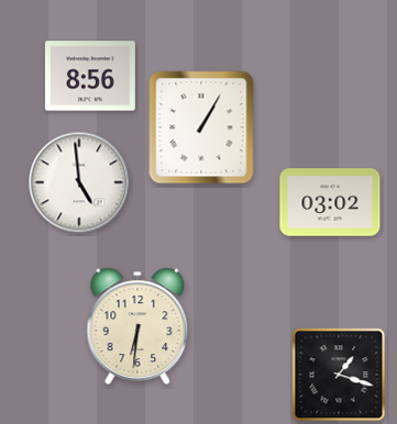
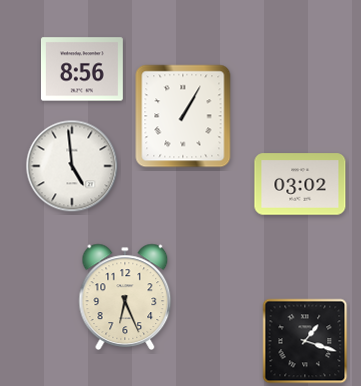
clock at (137, 326): 6:31 -> 6:26
clock at (339, 375) position: (339, 375) -> (305, 341)
